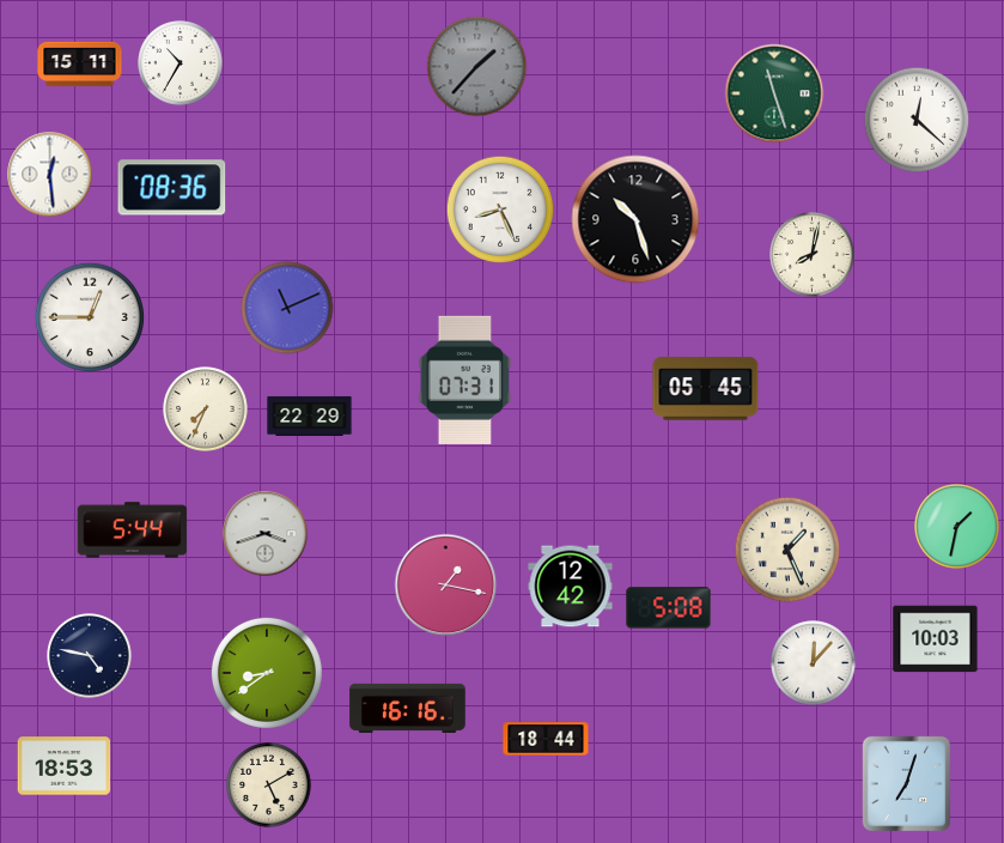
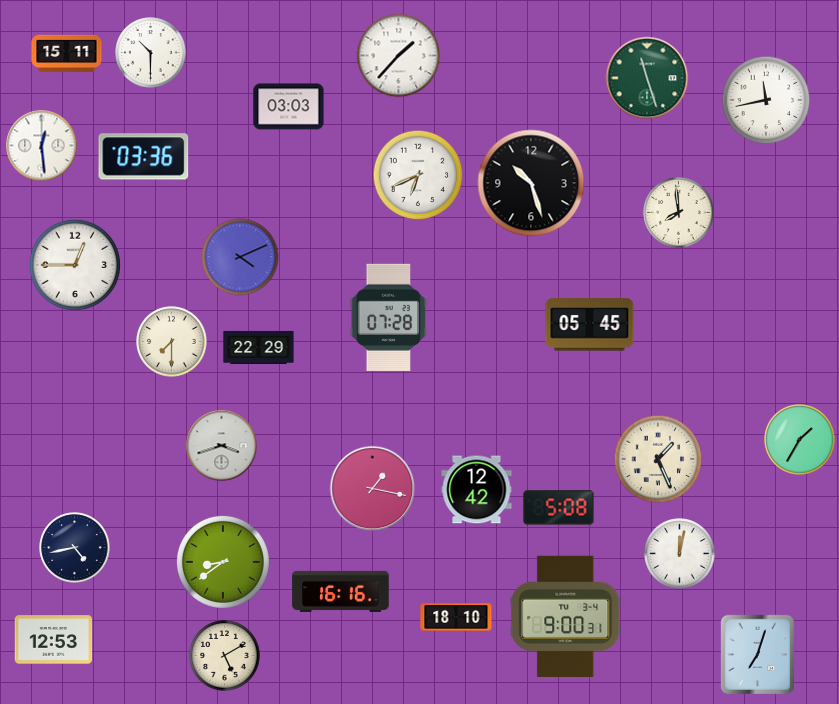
clock at (181, 63): 10:35 -> 10:30
clock at (477, 67) dial: grey -> white
clock at (917, 120): 12:22 -> 11:43
clock at (289, 107): none -> 03:03
clock at (172, 188): 08:36 -> 03:36
clock at (500, 210): 8:26 -> 6:41
clock at (813, 255): 8:02 -> 7:59
clock at (287, 308): 11:11 -> 4:11
clock at (466, 380): 07:31 -> 07:28
clock at (206, 410): 7:34 -> 7:30
clock at (957, 527): 1:32 -> 1:35
clock at (133, 530): 5:44 -> none
clock at (936, 639): 10:03 -> none
clock at (90, 656): 4:47 -> 4:43
clock at (814, 663): 12:07 -> 12:02
clock at (566, 616): none -> 9:00
clock at (546, 739): 18:44 -> 18:10
clock at (65, 766): 18:53 -> 12:53
